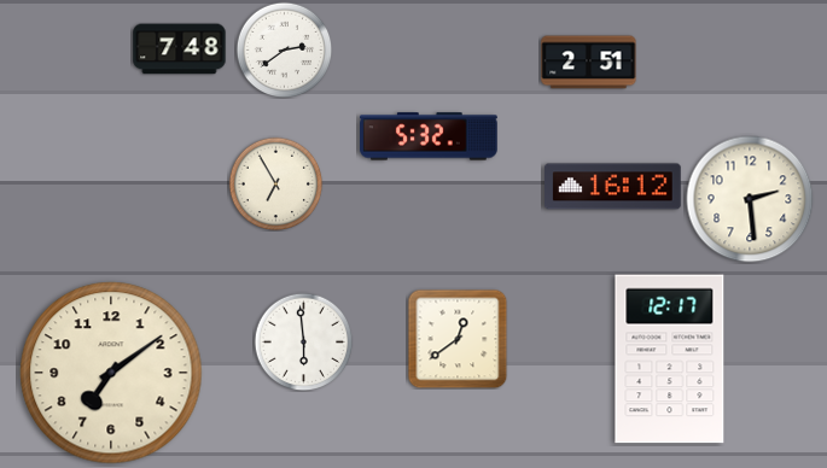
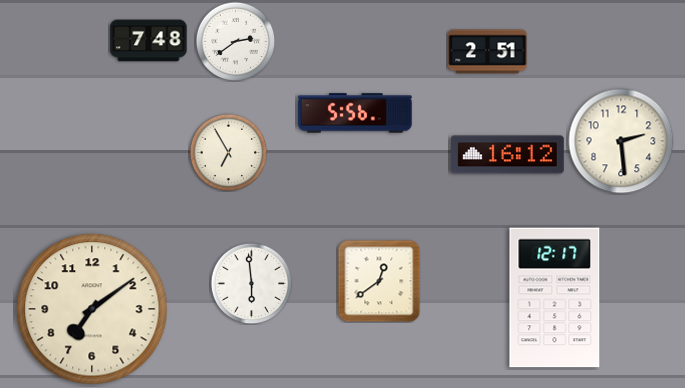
clock at (429, 136): 5:32 -> 5:56
clock at (750, 199) position: (750, 199) -> (621, 141)
